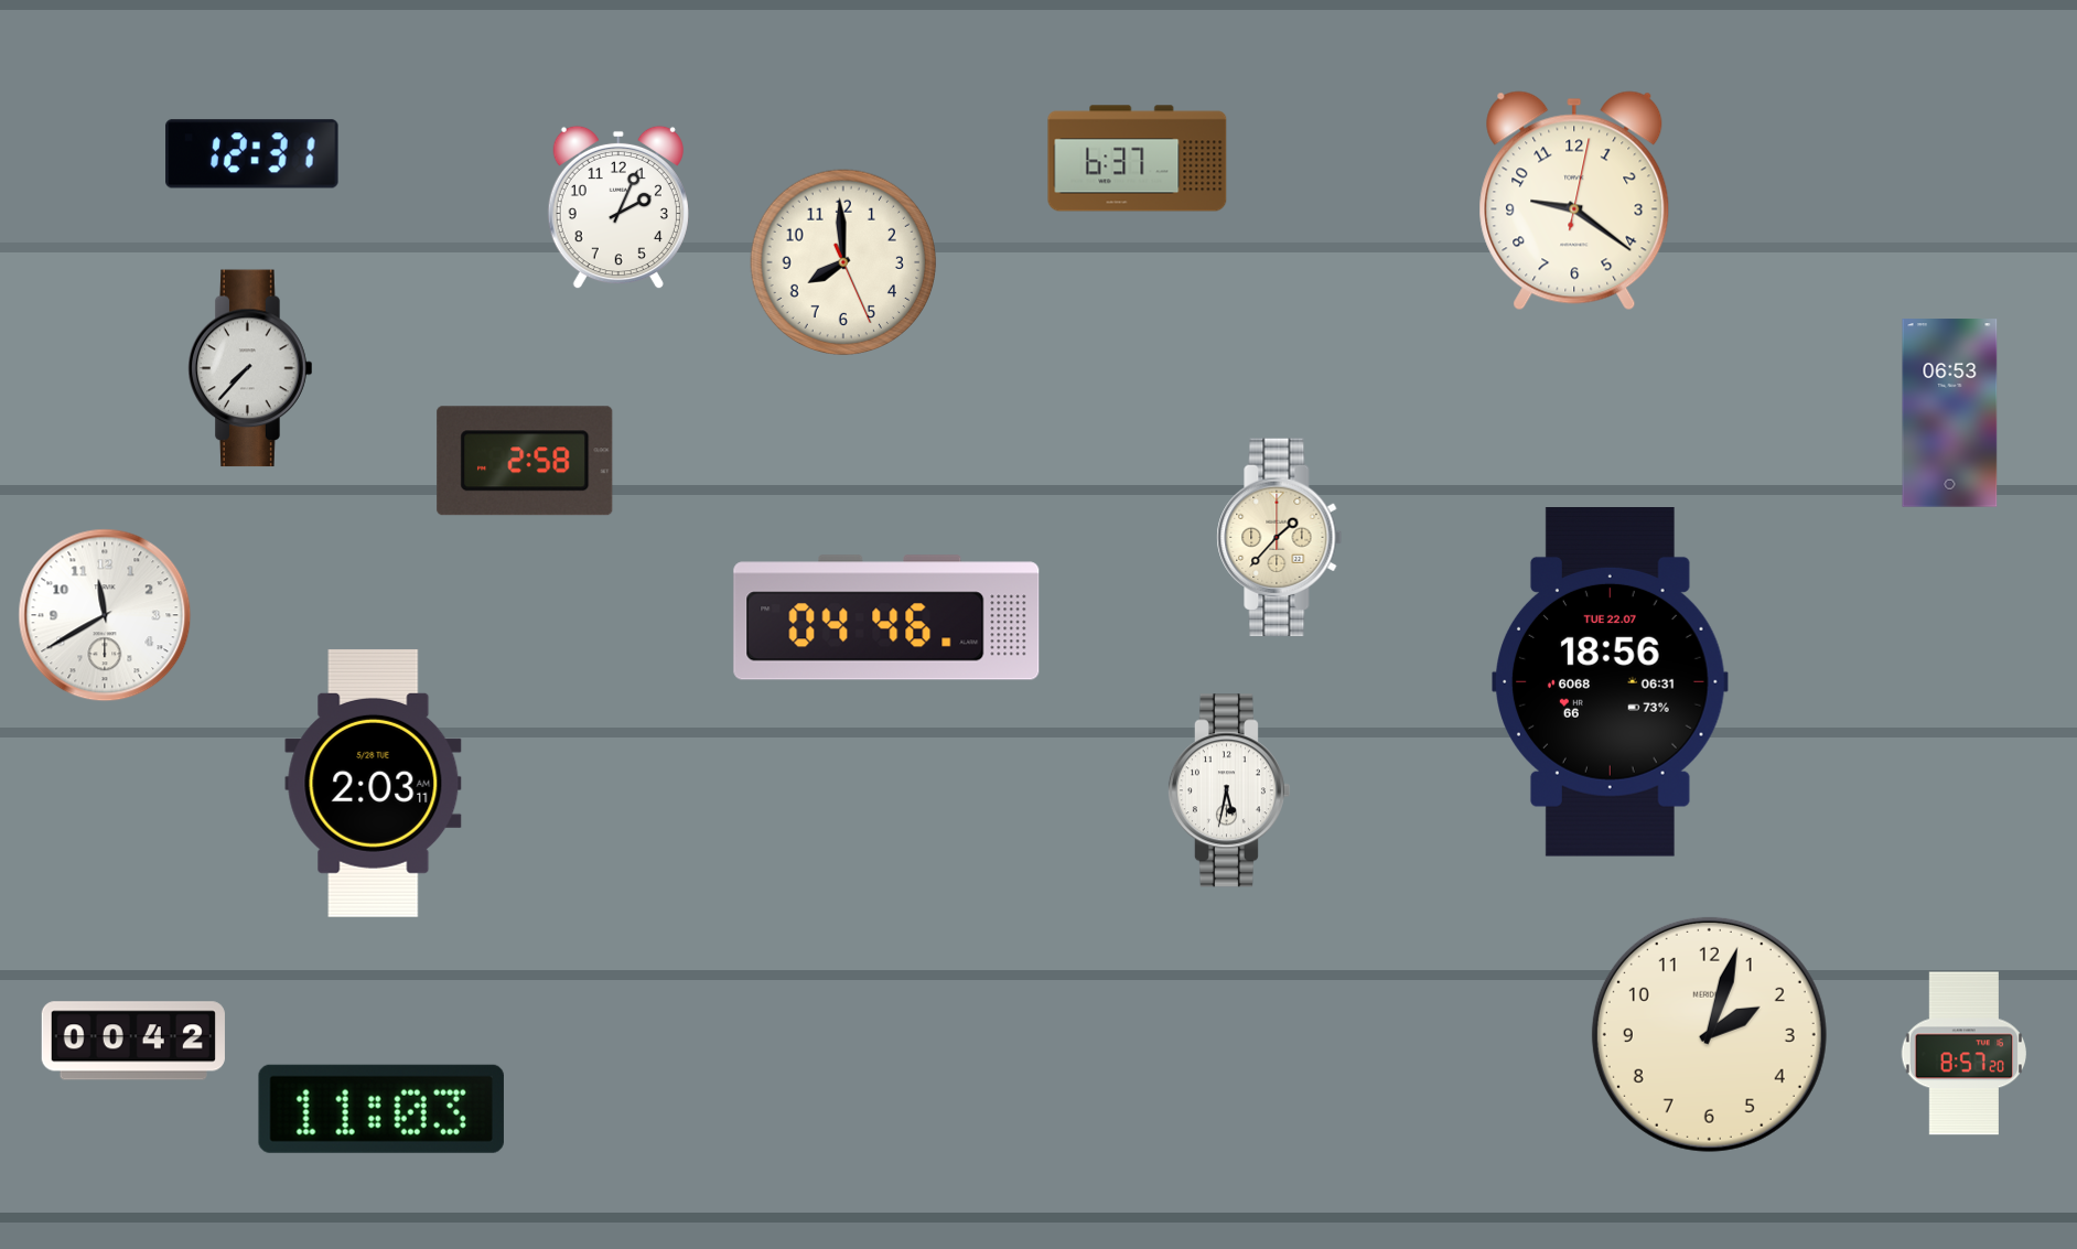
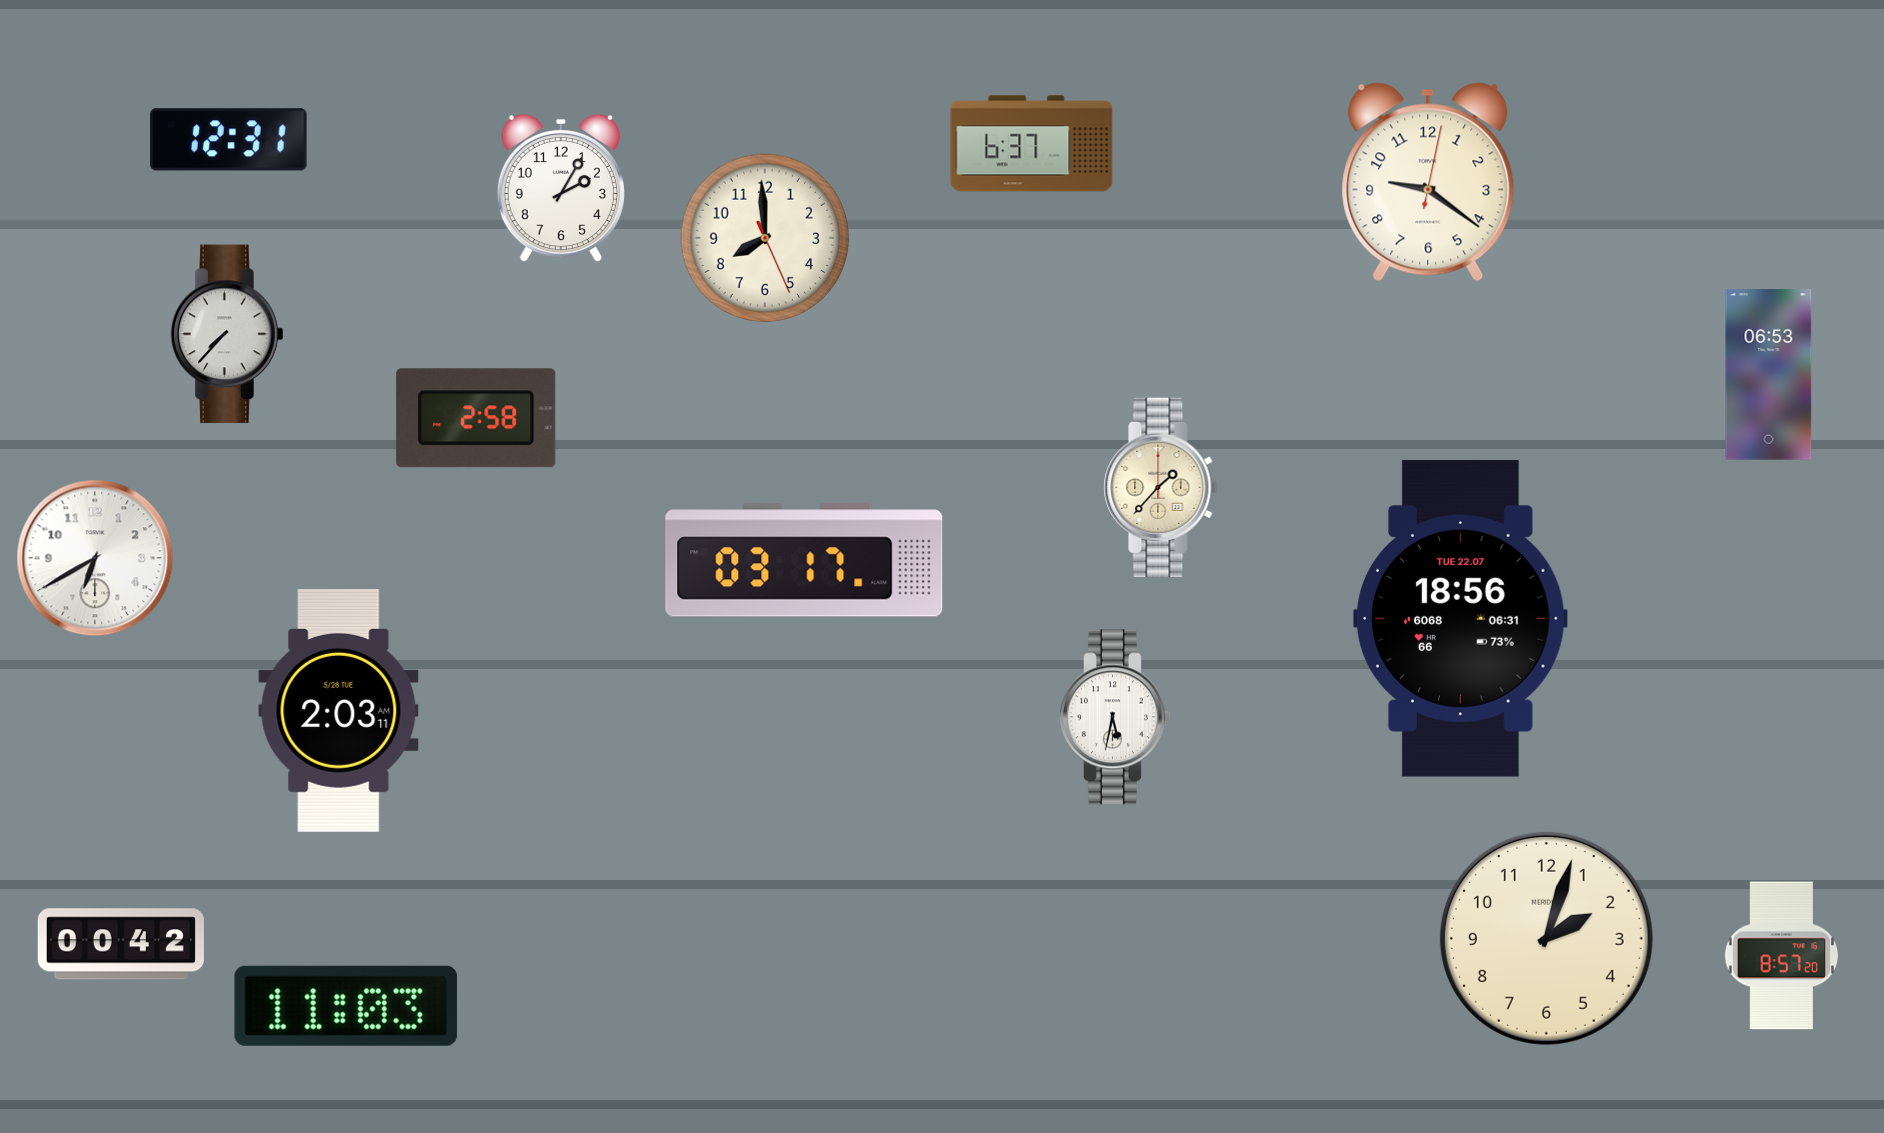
clock at (618, 207): 2:04 -> 2:05
clock at (105, 615): 11:40 -> 6:40
clock at (886, 617): 04:46 -> 03:17
clock at (1709, 1034) position: (1709, 1034) -> (1546, 938)
